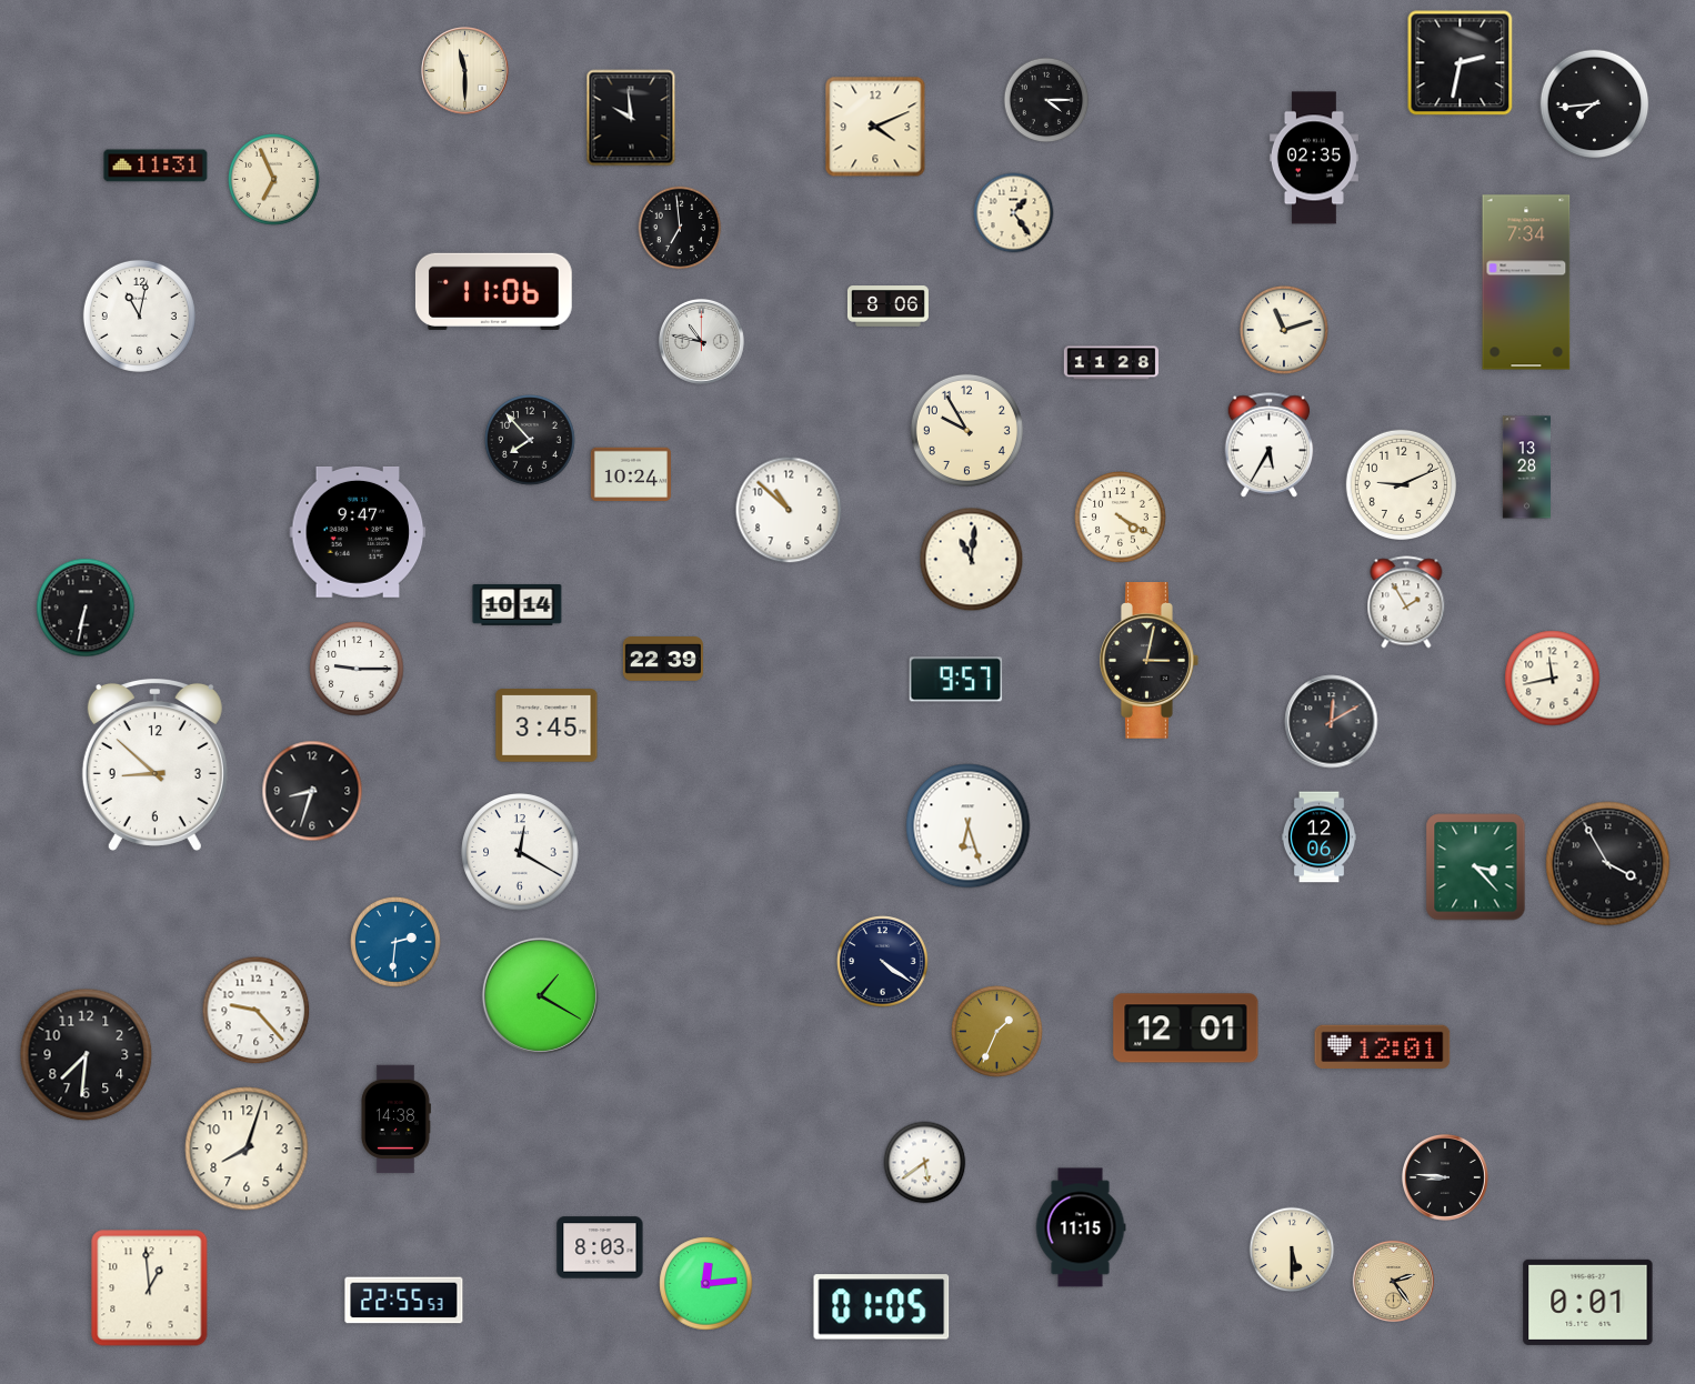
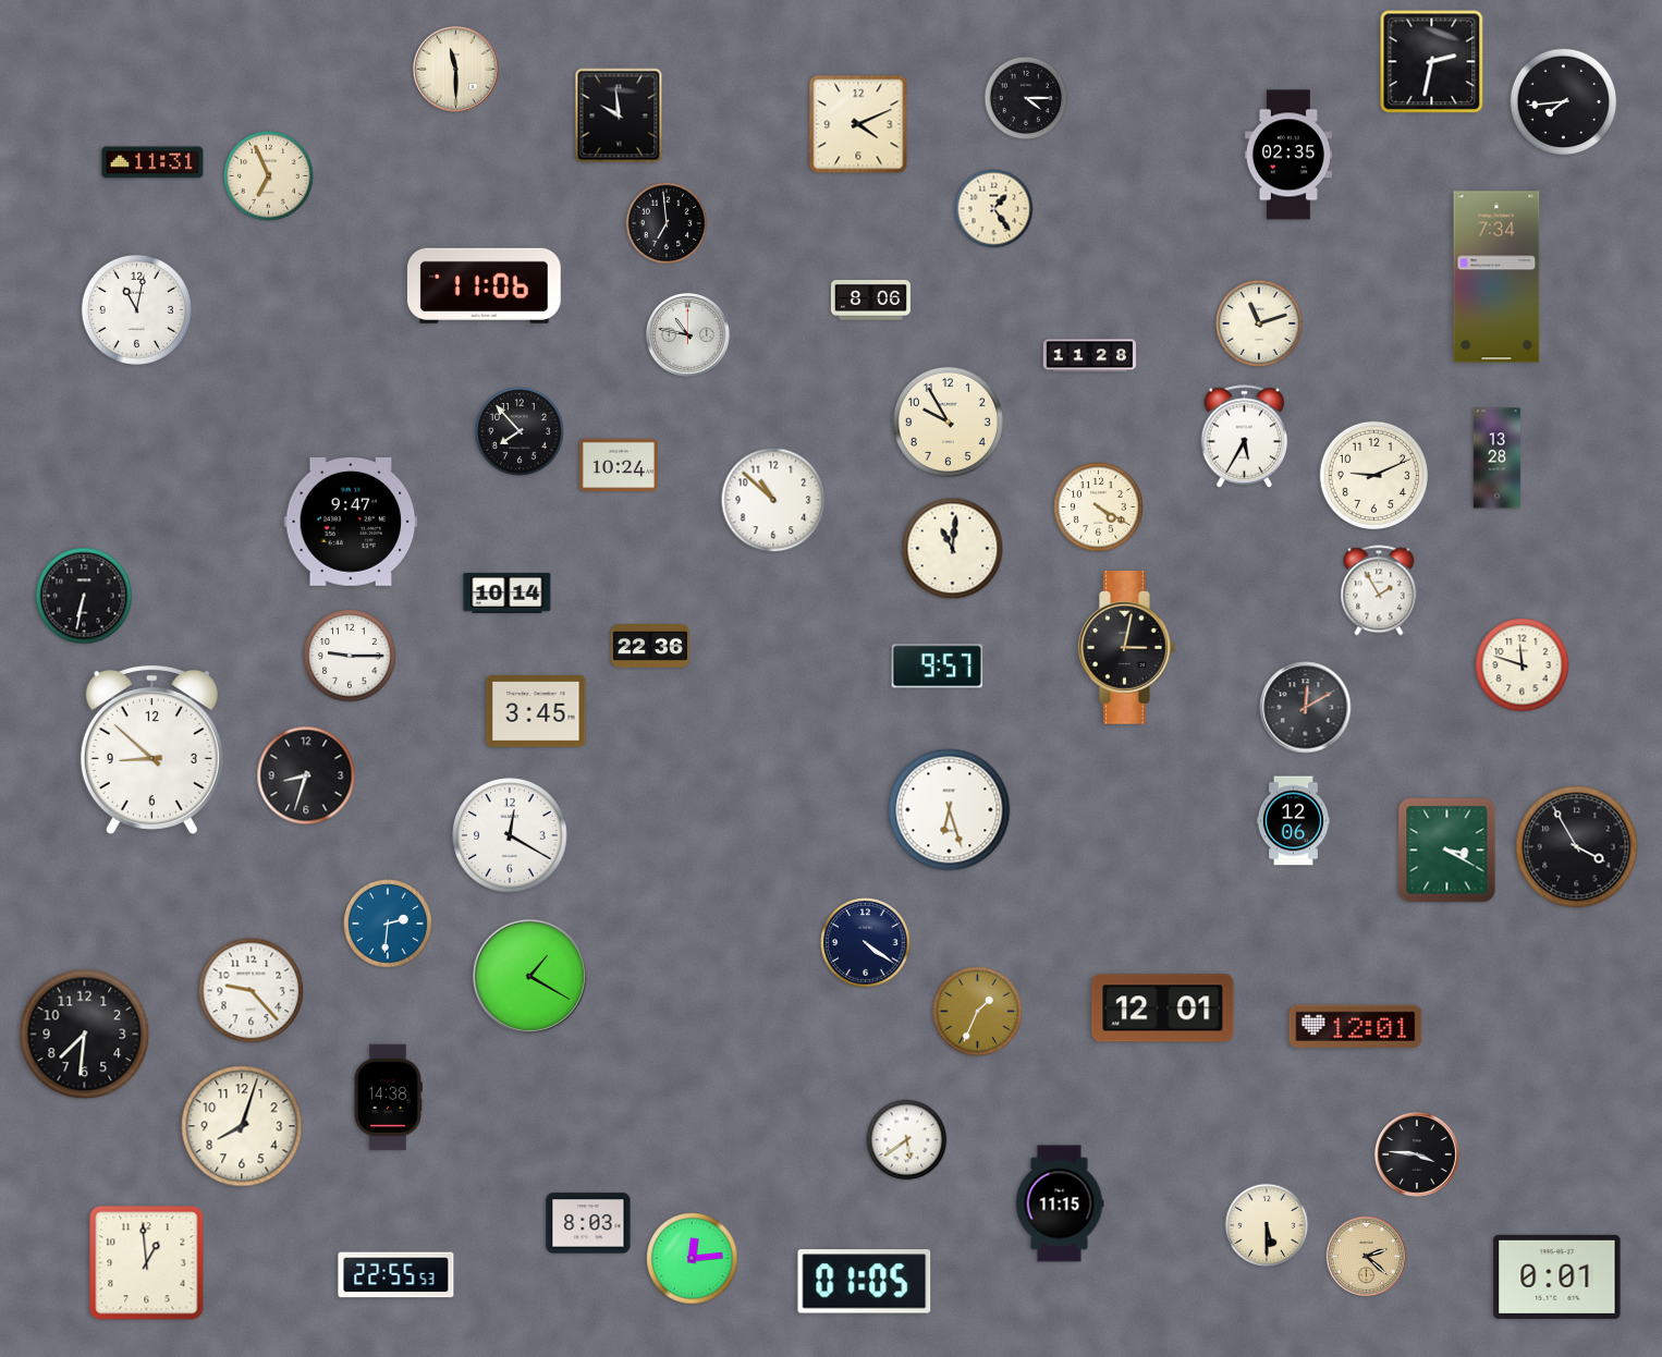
clock at (663, 660): 22:39 -> 22:36
clock at (1553, 679): 11:43 -> 11:48
clock at (1476, 867): 3:23 -> 3:20
clock at (1445, 1177): 8:46 -> 3:46
clock at (1393, 1281): 2:24 -> 2:22
